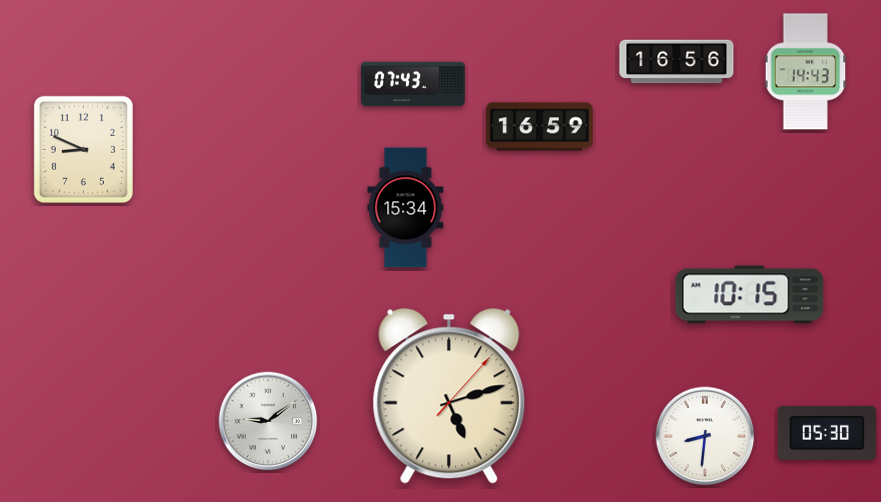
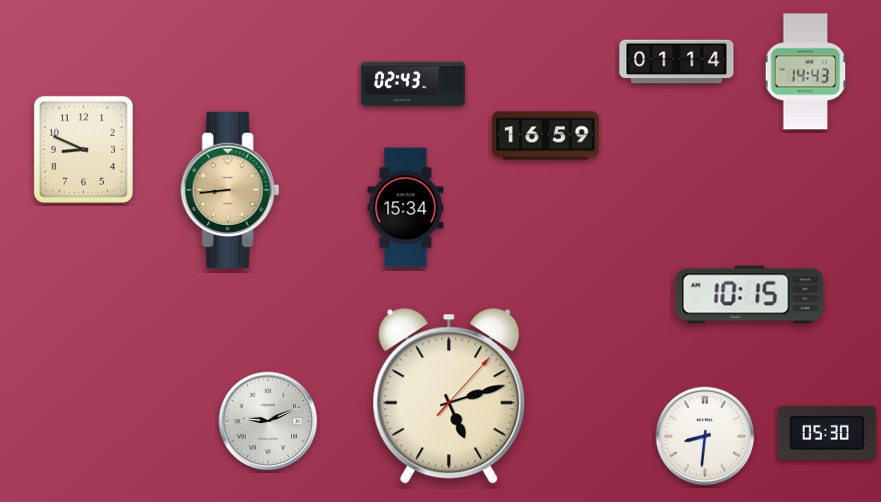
clock at (677, 62): 16:56 -> 01:14
clock at (413, 84): 07:43 -> 02:43
clock at (540, 127) position: (540, 127) -> (546, 136)
clock at (230, 190): none -> 8:44
clock at (268, 421): 9:09 -> 9:11
